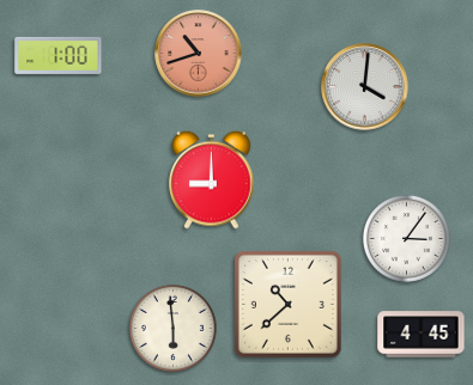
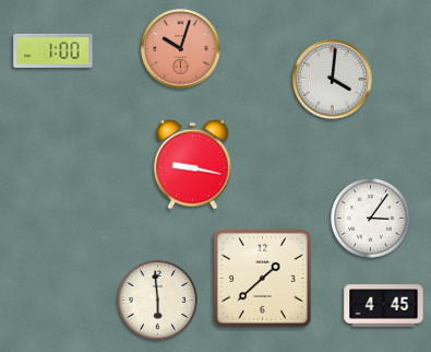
clock at (199, 54): 10:42 -> 10:03
clock at (212, 179): 9:00 -> 9:17
clock at (287, 304): 10:38 -> 1:38
